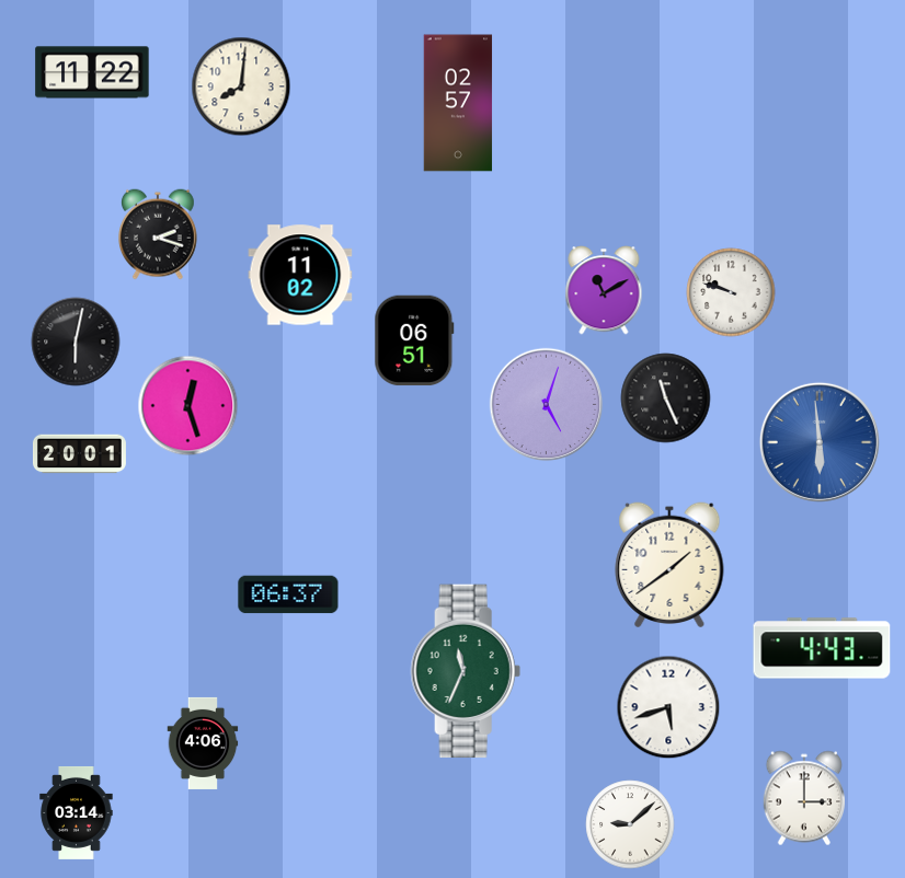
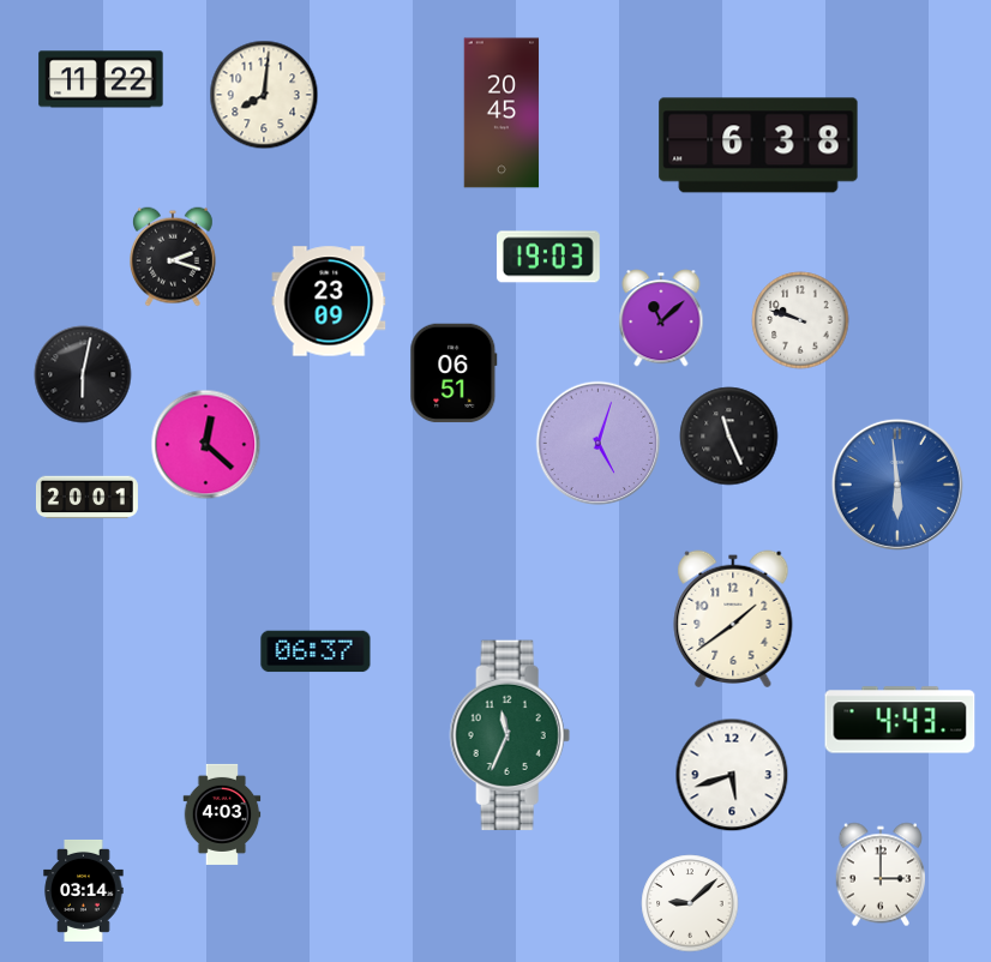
clock at (458, 103): 02:57 -> 20:45
clock at (758, 145): none -> 6:38
clock at (548, 257): none -> 19:03
clock at (300, 275): 11:02 -> 23:09
clock at (604, 290): 11:10 -> 11:08
clock at (188, 406): 12:27 -> 12:22
clock at (822, 648) position: (822, 648) -> (900, 720)
clock at (203, 743): 4:06 -> 4:03
